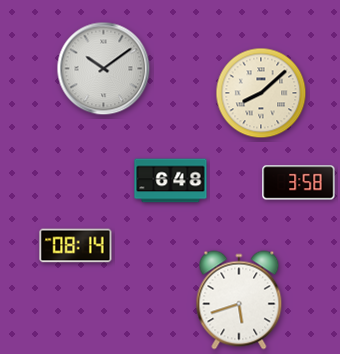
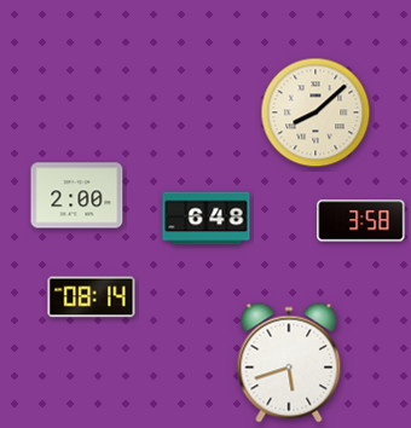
clock at (104, 69): 10:09 -> none
clock at (77, 196): none -> 2:00
